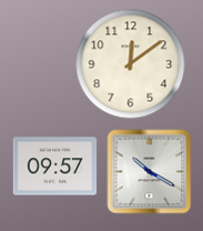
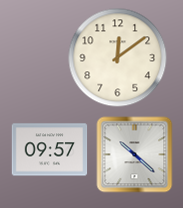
clock at (150, 172): 10:20 -> 10:22
